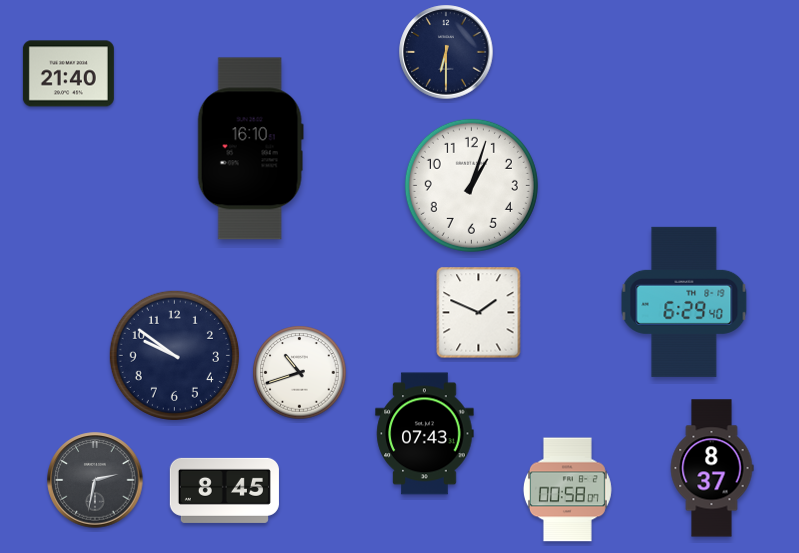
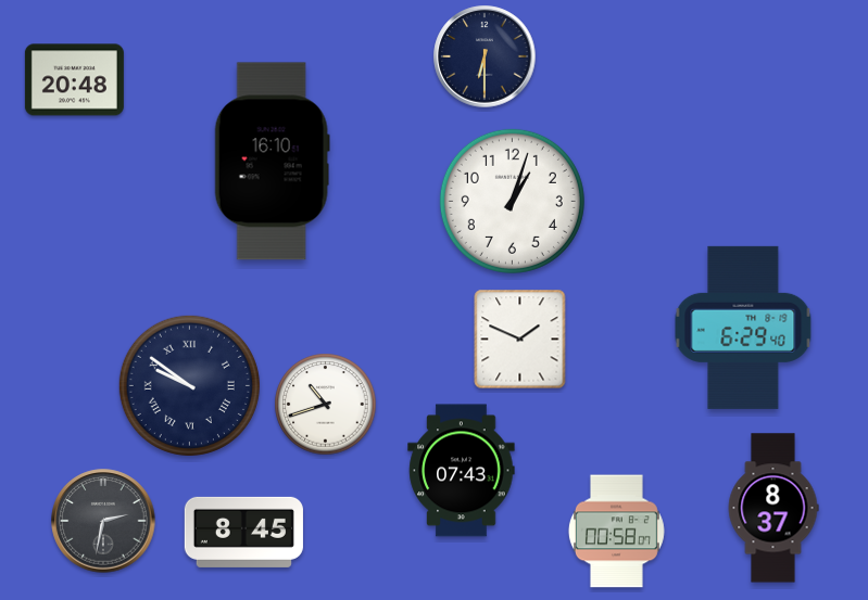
clock at (68, 74): 21:40 -> 20:48
clock at (174, 355) numerals: Arabic -> Roman
